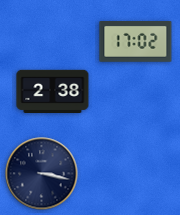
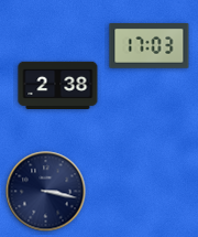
clock at (136, 42): 17:02 -> 17:03
clock at (53, 91) position: (53, 91) -> (58, 85)
